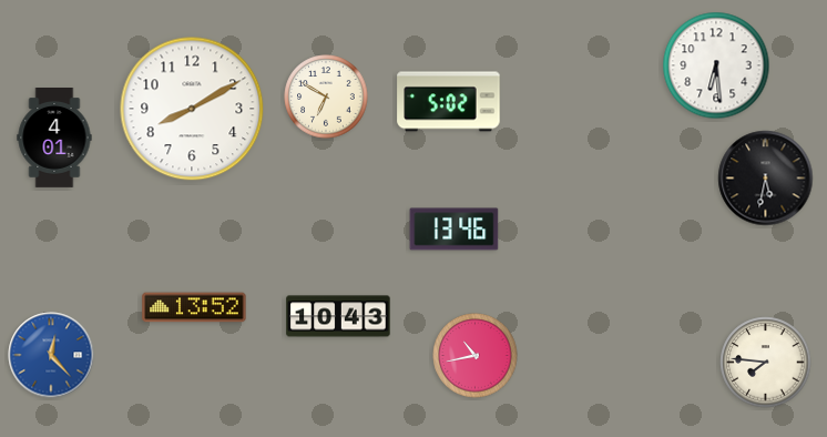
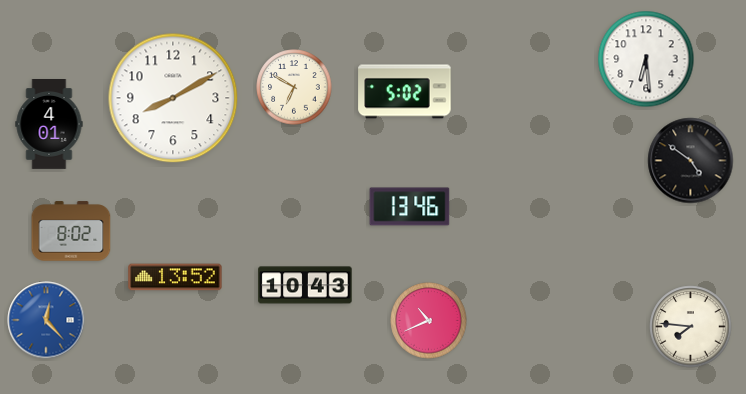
clock at (766, 179): 5:32 -> 4:51
clock at (71, 231): none -> 8:02
clock at (476, 356): 10:43 -> 10:41
